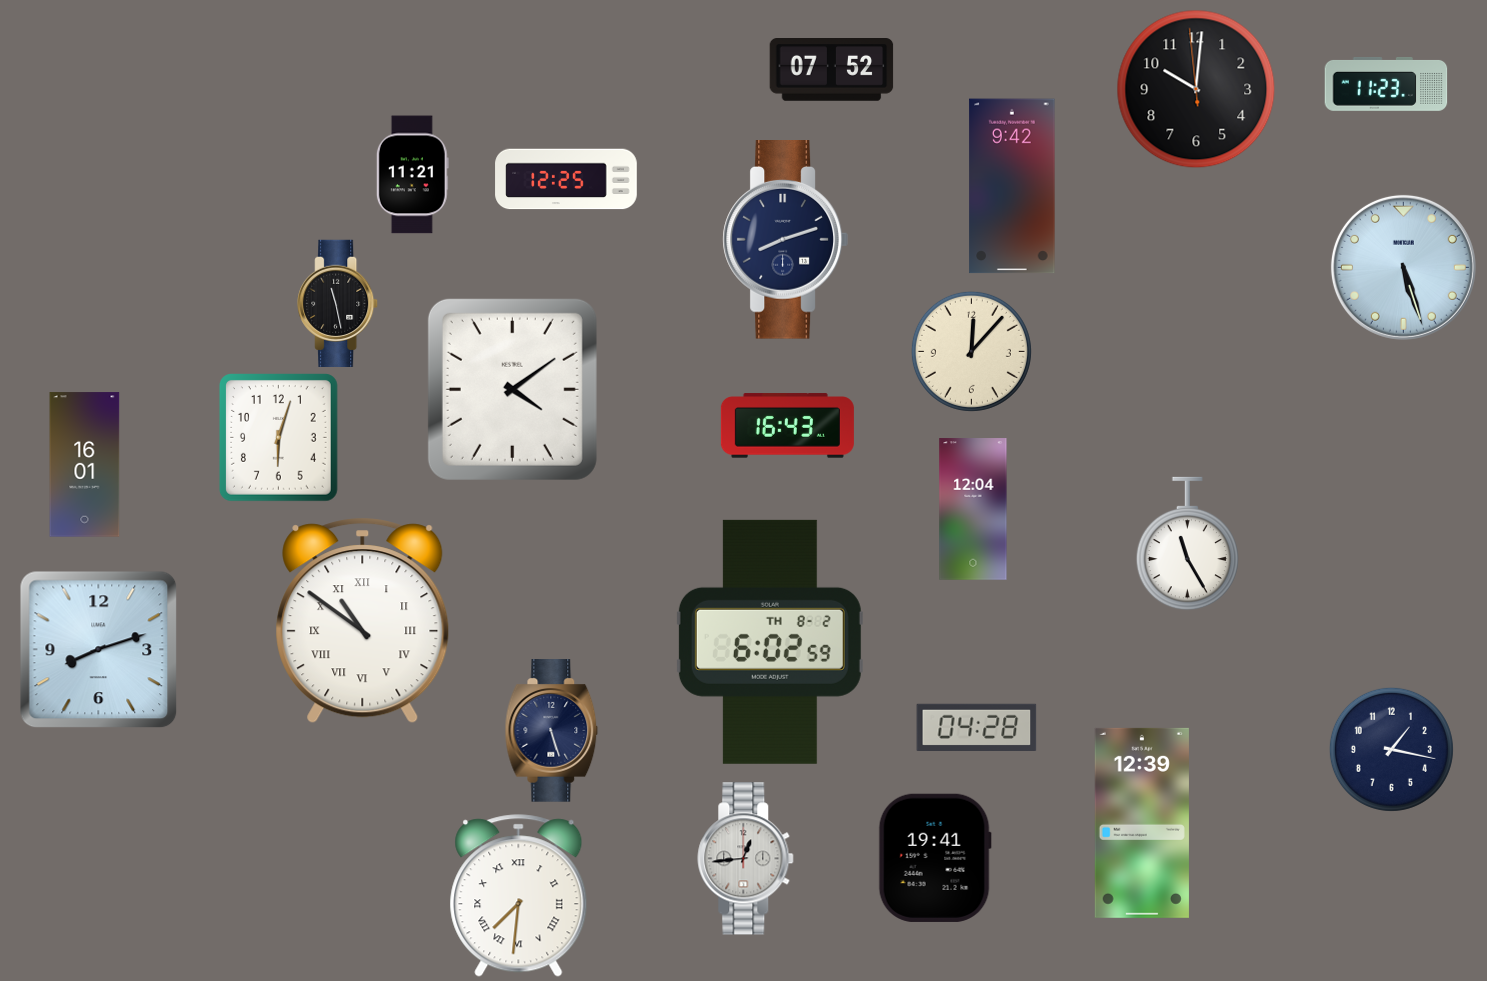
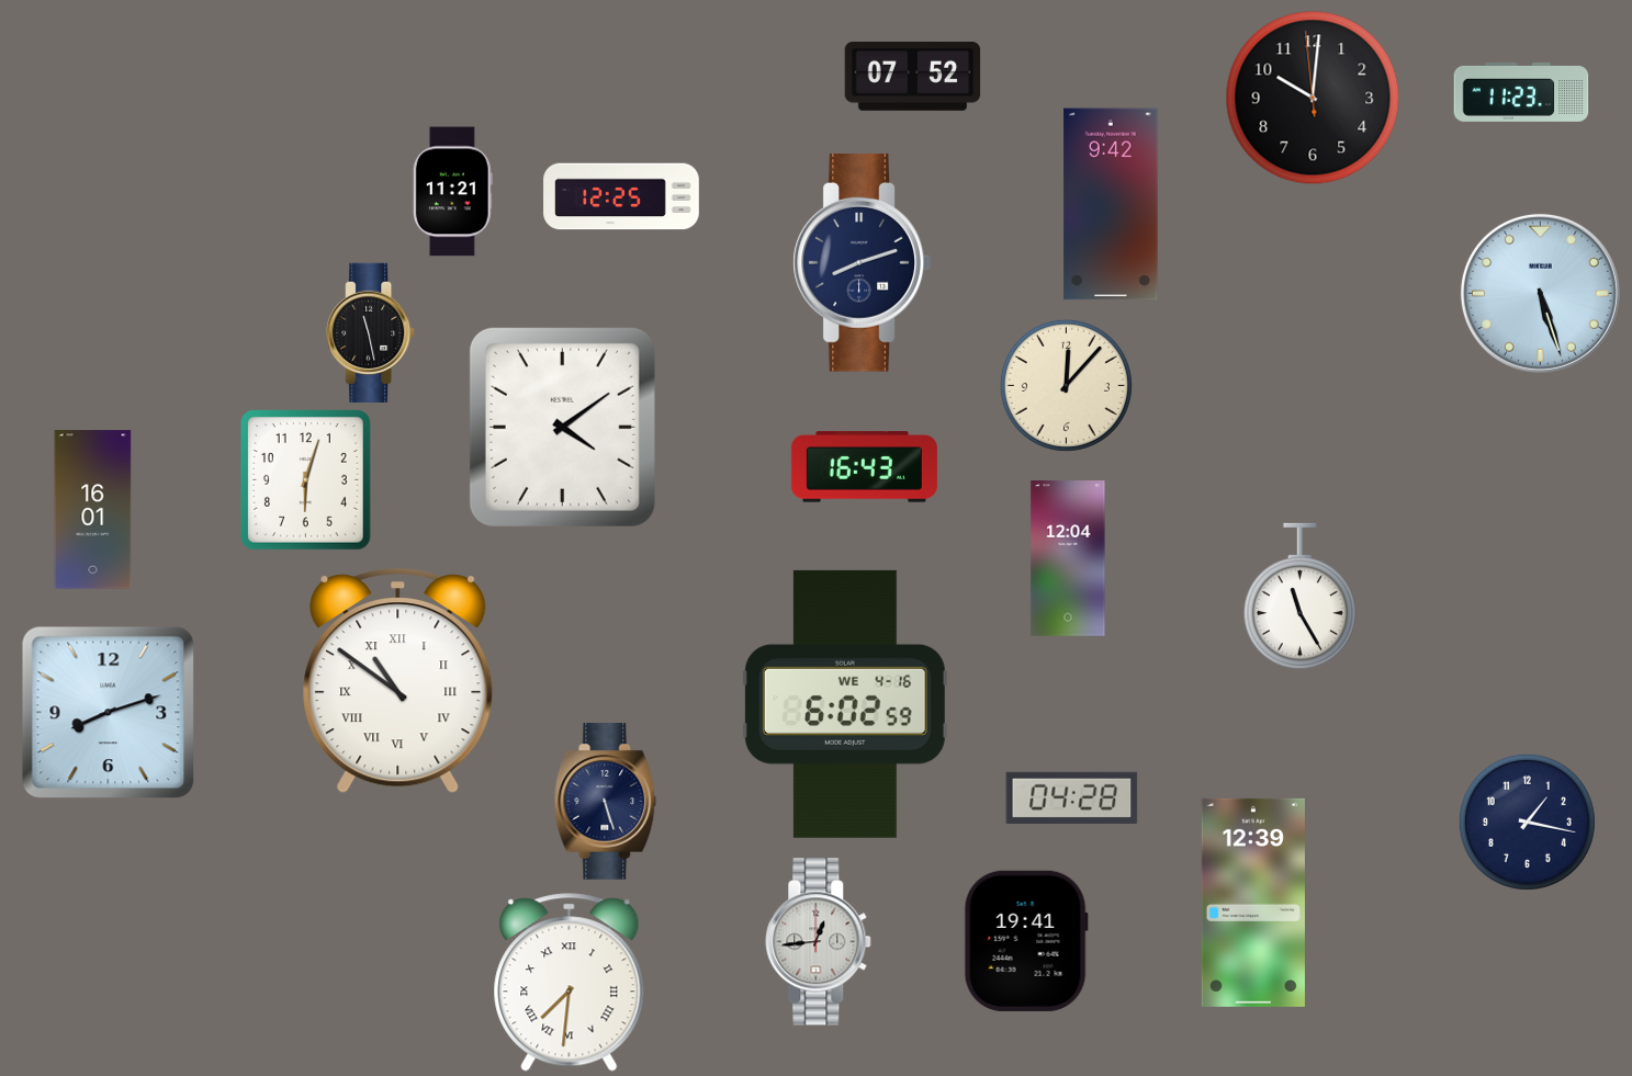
clock at (1187, 544) position: (1187, 544) -> (1299, 597)
clock at (770, 642) date: TH 8-2 -> WE 4-16
